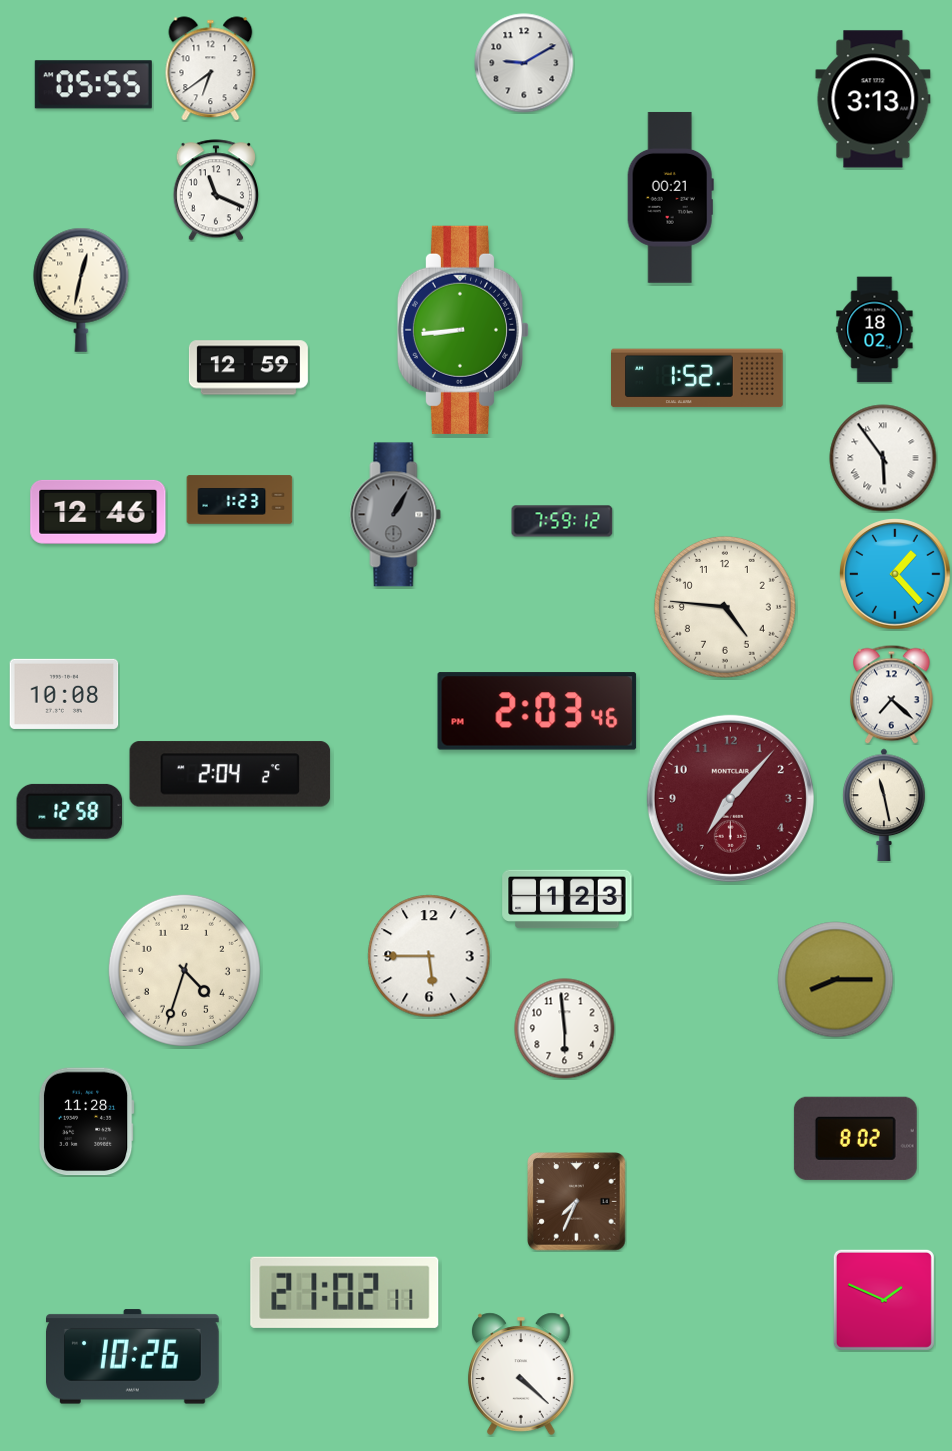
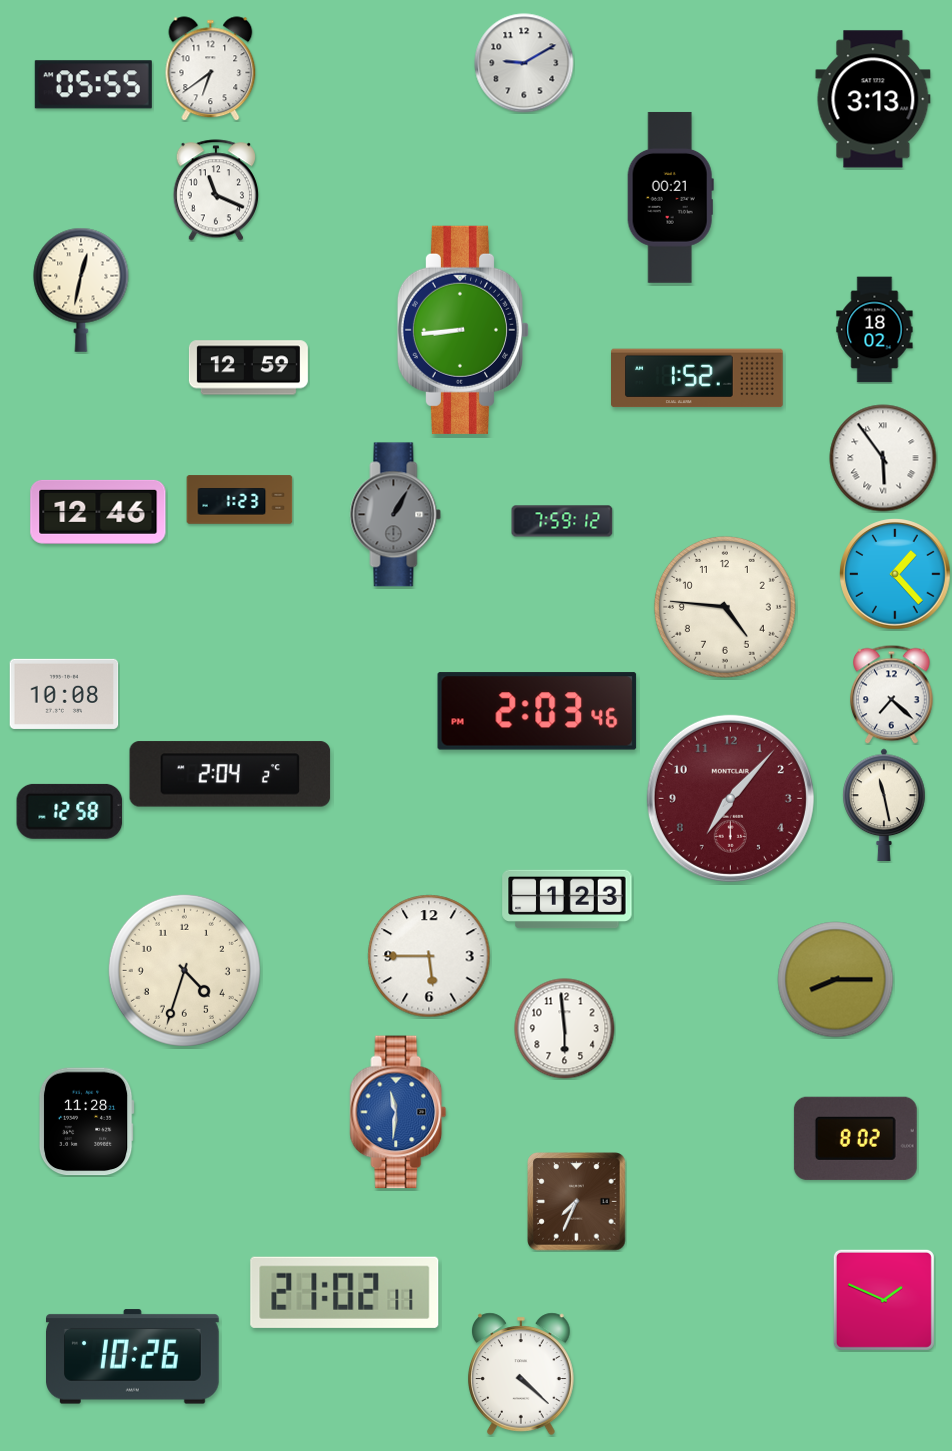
clock at (398, 1112): none -> 11:31
